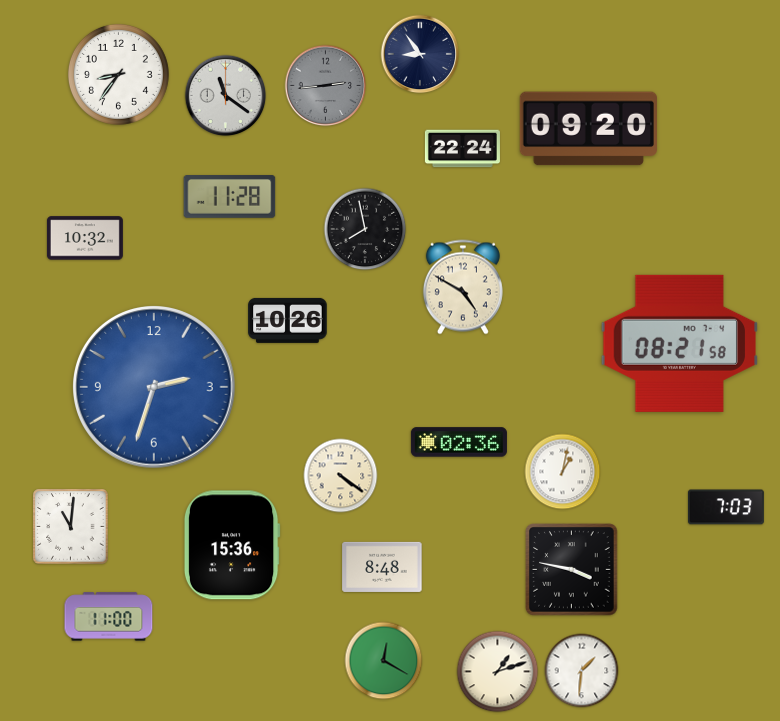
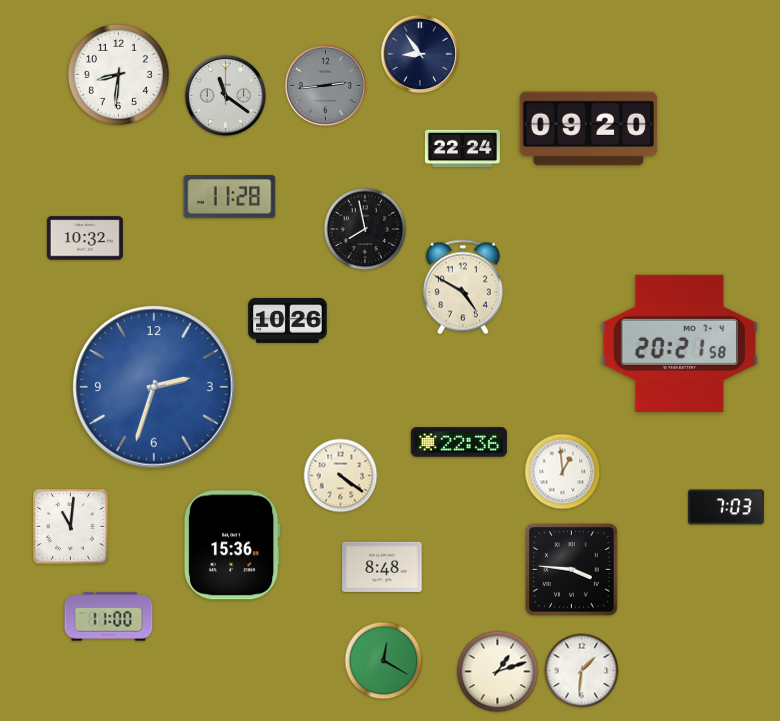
clock at (118, 74): 8:36 -> 8:31
clock at (679, 343): 08:21 -> 20:21
clock at (459, 442): 02:36 -> 22:36
clock at (563, 472): 1:02 -> 12:59
clock at (572, 570): 3:47 -> 3:46
